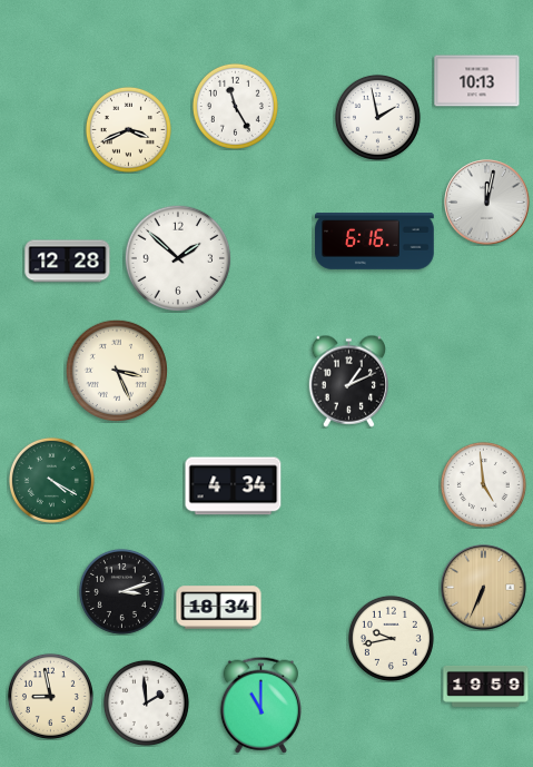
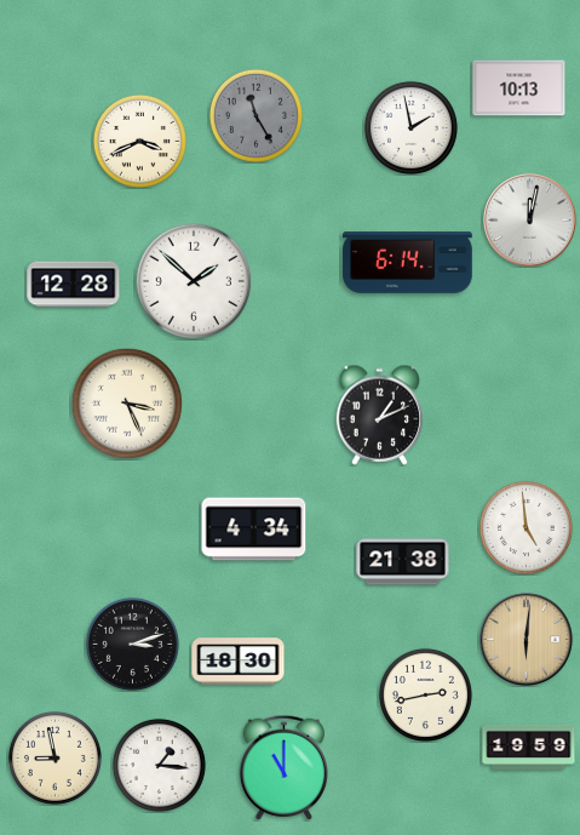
clock at (235, 106) dial: white -> grey
clock at (375, 242): 6:16 -> 6:14
clock at (51, 480): 4:20 -> none
clock at (403, 562): none -> 21:38
clock at (484, 588): 6:34 -> 6:01
clock at (219, 608): 18:34 -> 18:30
clock at (391, 638): 9:43 -> 2:43
clock at (146, 702): 1:59 -> 1:16
